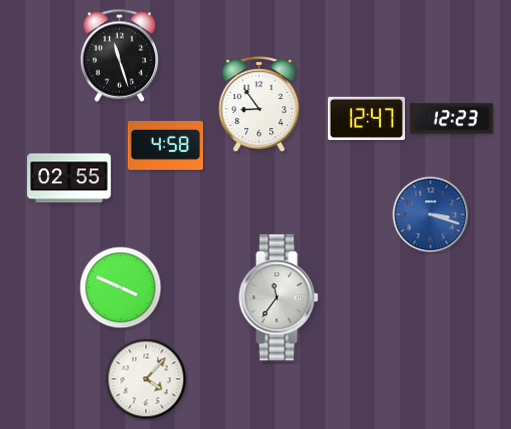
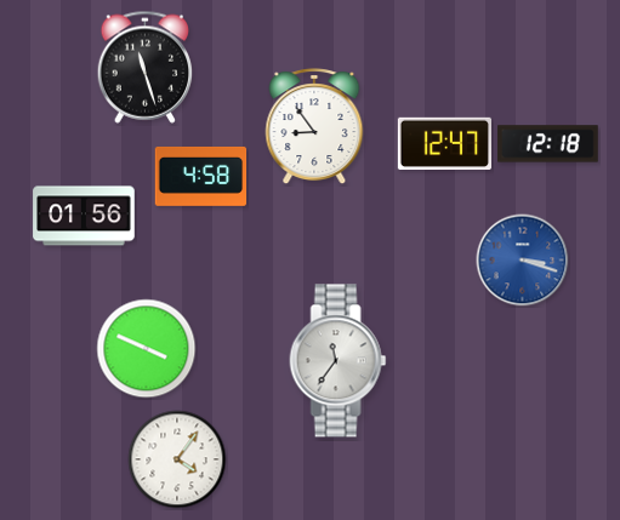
clock at (452, 119): 12:23 -> 12:18
clock at (69, 178): 02:55 -> 01:56
clock at (146, 379): 4:07 -> 4:06
